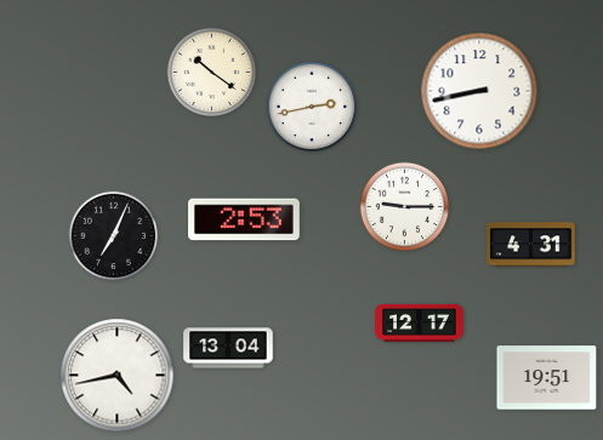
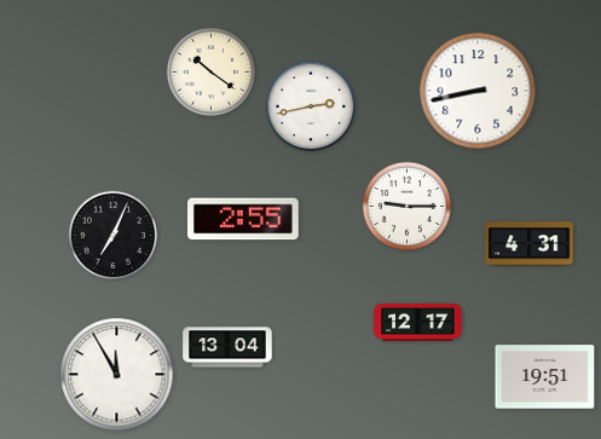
clock at (405, 207) position: (405, 207) -> (408, 207)
clock at (245, 219): 2:53 -> 2:55
clock at (118, 376): 4:43 -> 11:55
